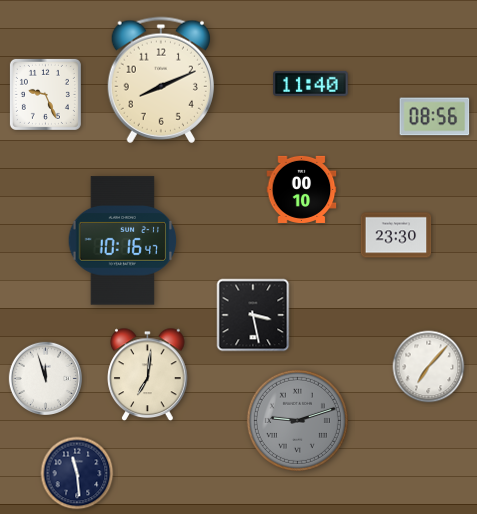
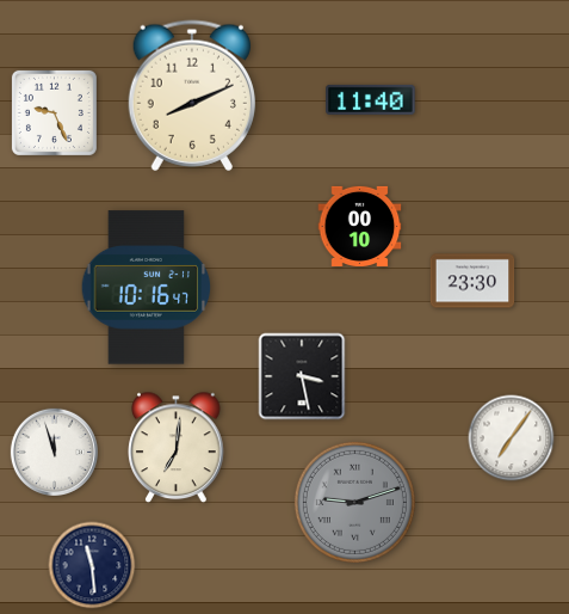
clock at (435, 117): 08:56 -> none
clock at (429, 367): 7:07 -> 7:06
